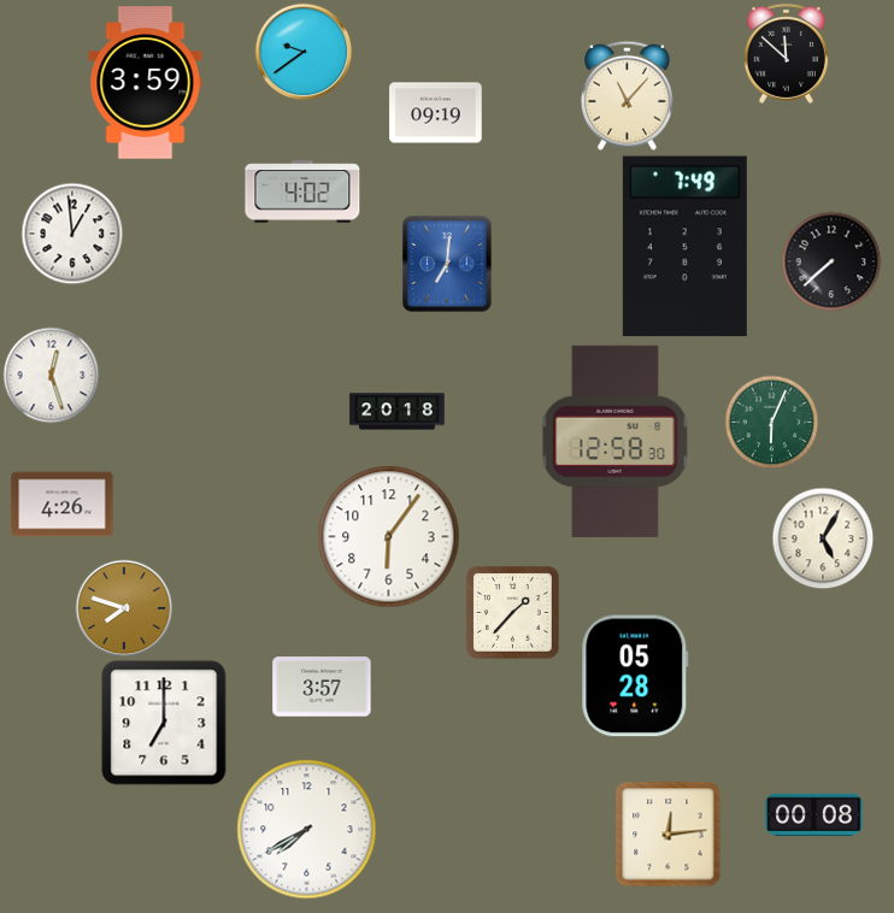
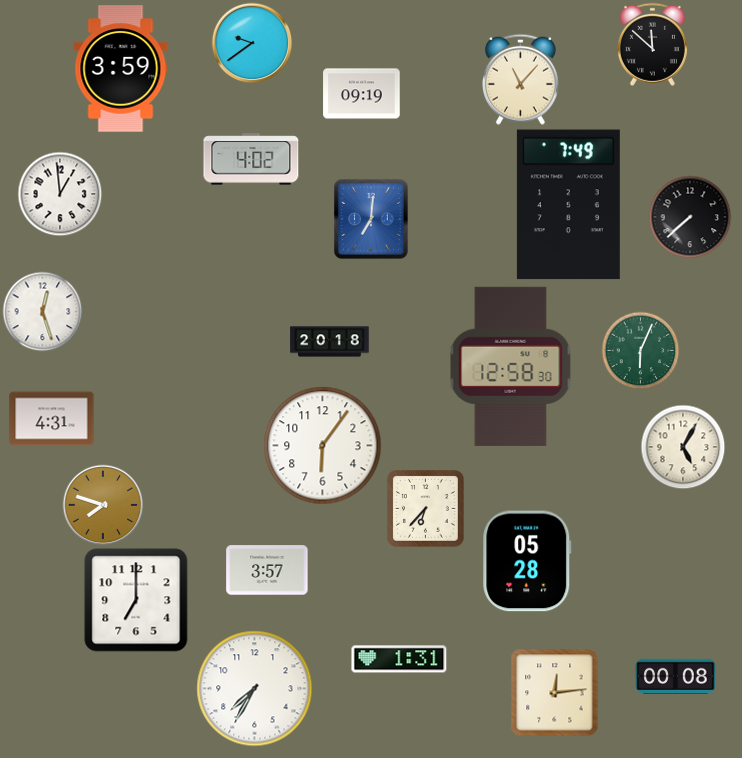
clock at (63, 505): 4:26 -> 4:31
clock at (513, 613): 1:37 -> 6:37
clock at (399, 659): none -> 1:31
clock at (307, 830): 7:40 -> 7:35
